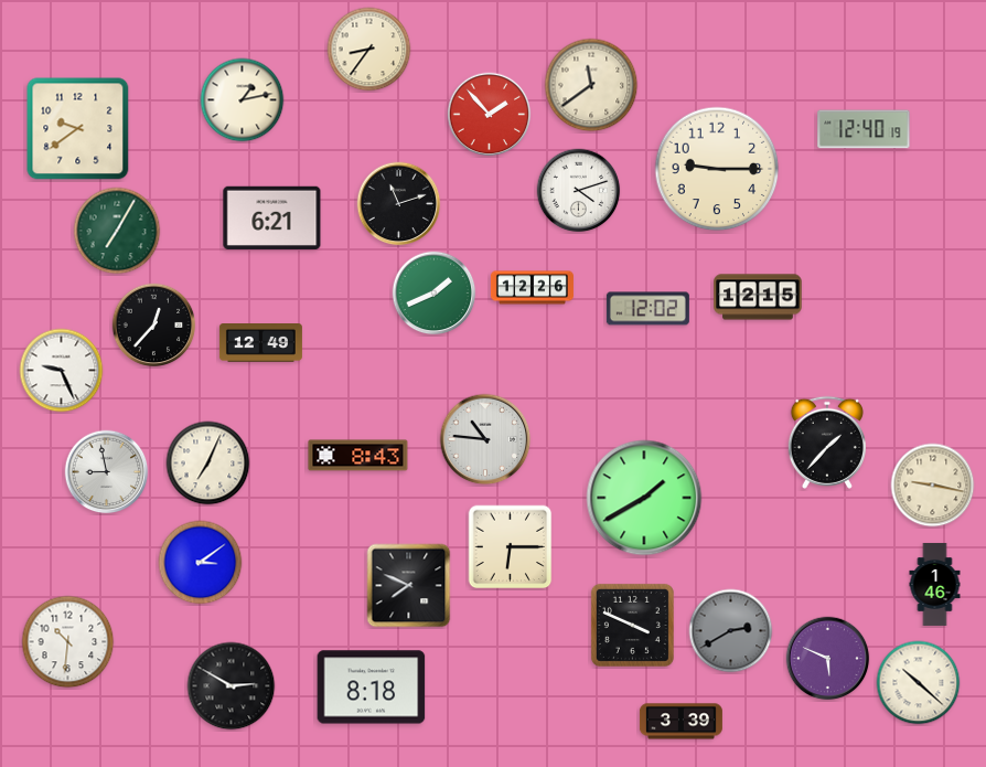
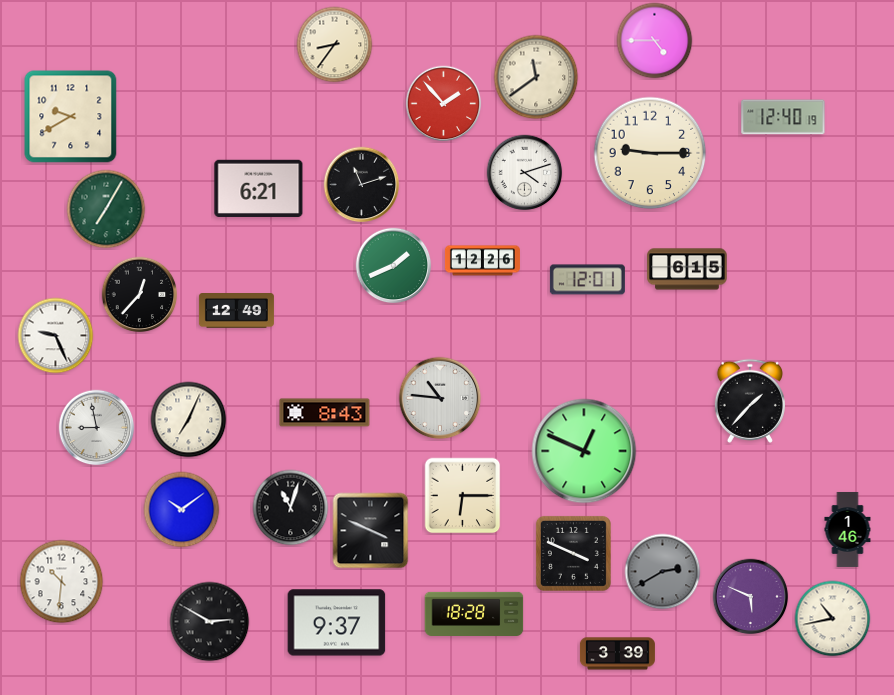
clock at (655, 41): none -> 4:45
clock at (243, 100): 1:13 -> none
clock at (78, 129): 9:39 -> 9:40
clock at (272, 217) position: (272, 217) -> (259, 188)
clock at (758, 297): 12:15 -> 6:15
clock at (647, 309): 12:02 -> 12:01
clock at (933, 486): 9:17 -> none
clock at (644, 498): 1:40 -> 12:49
clock at (291, 508): none -> 11:03
clock at (201, 563): 3:09 -> 10:09
clock at (409, 586): 7:49 -> 3:49
clock at (632, 625) position: (632, 625) -> (573, 553)
clock at (474, 613): none -> 18:28
clock at (919, 683): 10:22 -> 10:43
clock at (372, 688): 8:18 -> 9:37
